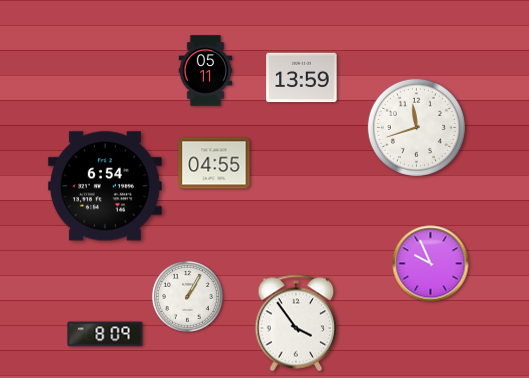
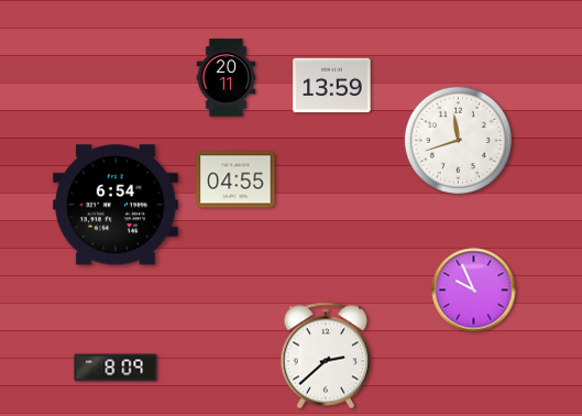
clock at (206, 71): 05:11 -> 20:11
clock at (187, 296): 1:05 -> none
clock at (296, 323): 3:54 -> 2:38
